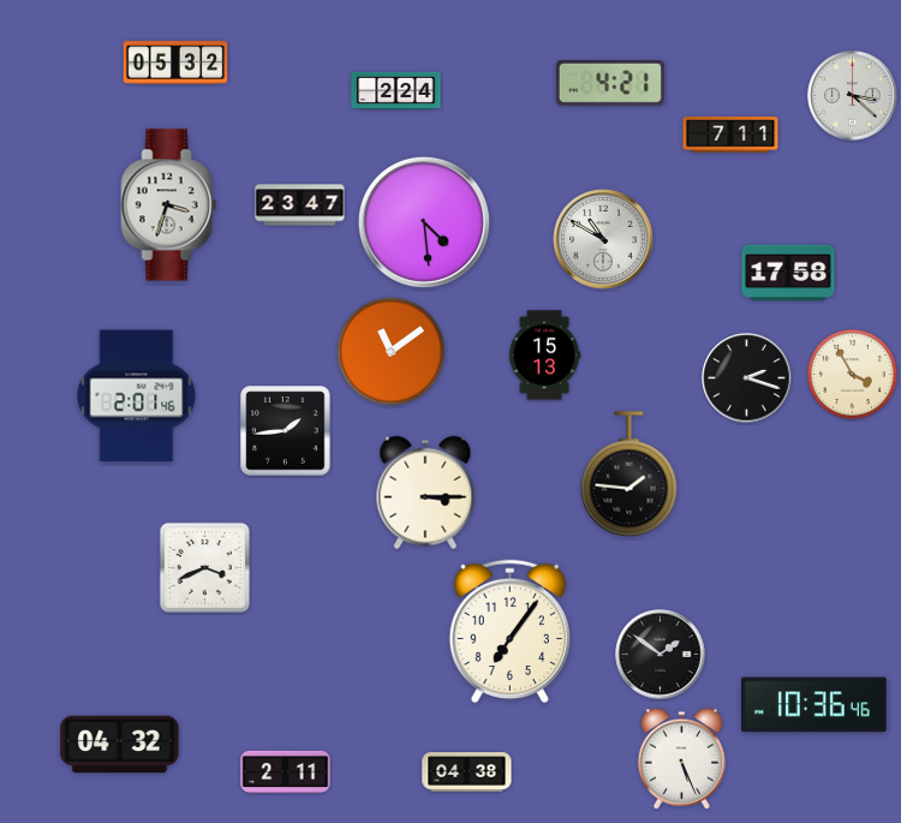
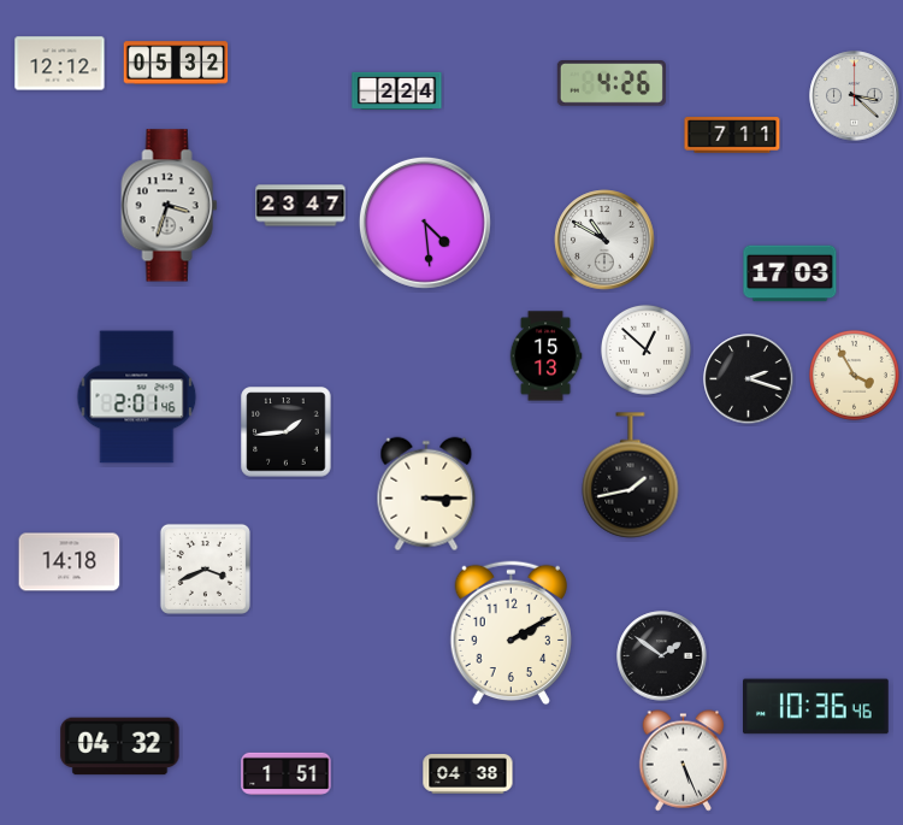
clock at (60, 64): none -> 12:12
clock at (610, 84): 4:21 -> 4:26
clock at (788, 273): 17:58 -> 17:03
clock at (645, 349): none -> 12:52
clock at (392, 352): 11:09 -> none
clock at (629, 475): 1:46 -> 1:43
clock at (70, 562): none -> 14:18
clock at (509, 632): 7:06 -> 2:10
clock at (286, 771): 2:11 -> 1:51
